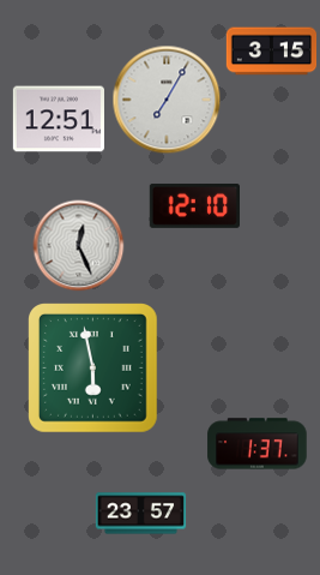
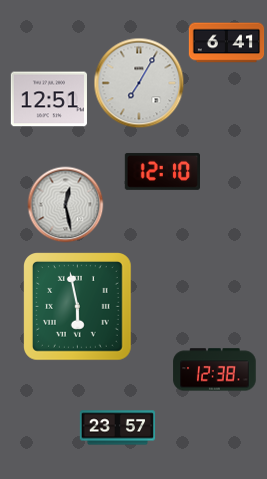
clock at (272, 52): 3:15 -> 6:41
clock at (79, 246): 12:26 -> 12:28
clock at (258, 444): 1:37 -> 12:38
